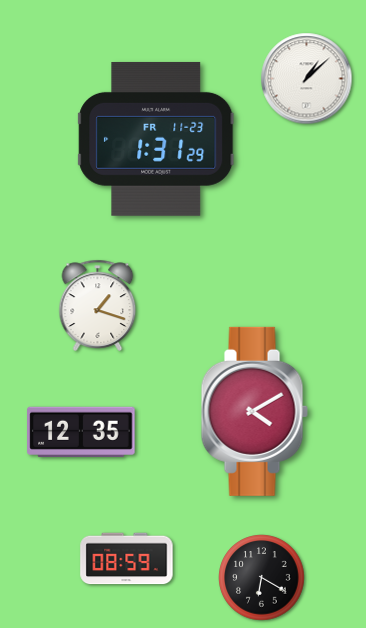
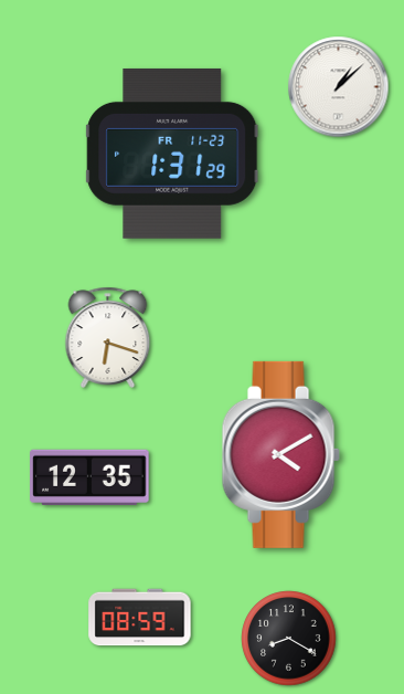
clock at (98, 305): 1:18 -> 6:18
clock at (262, 578): 6:20 -> 8:20
